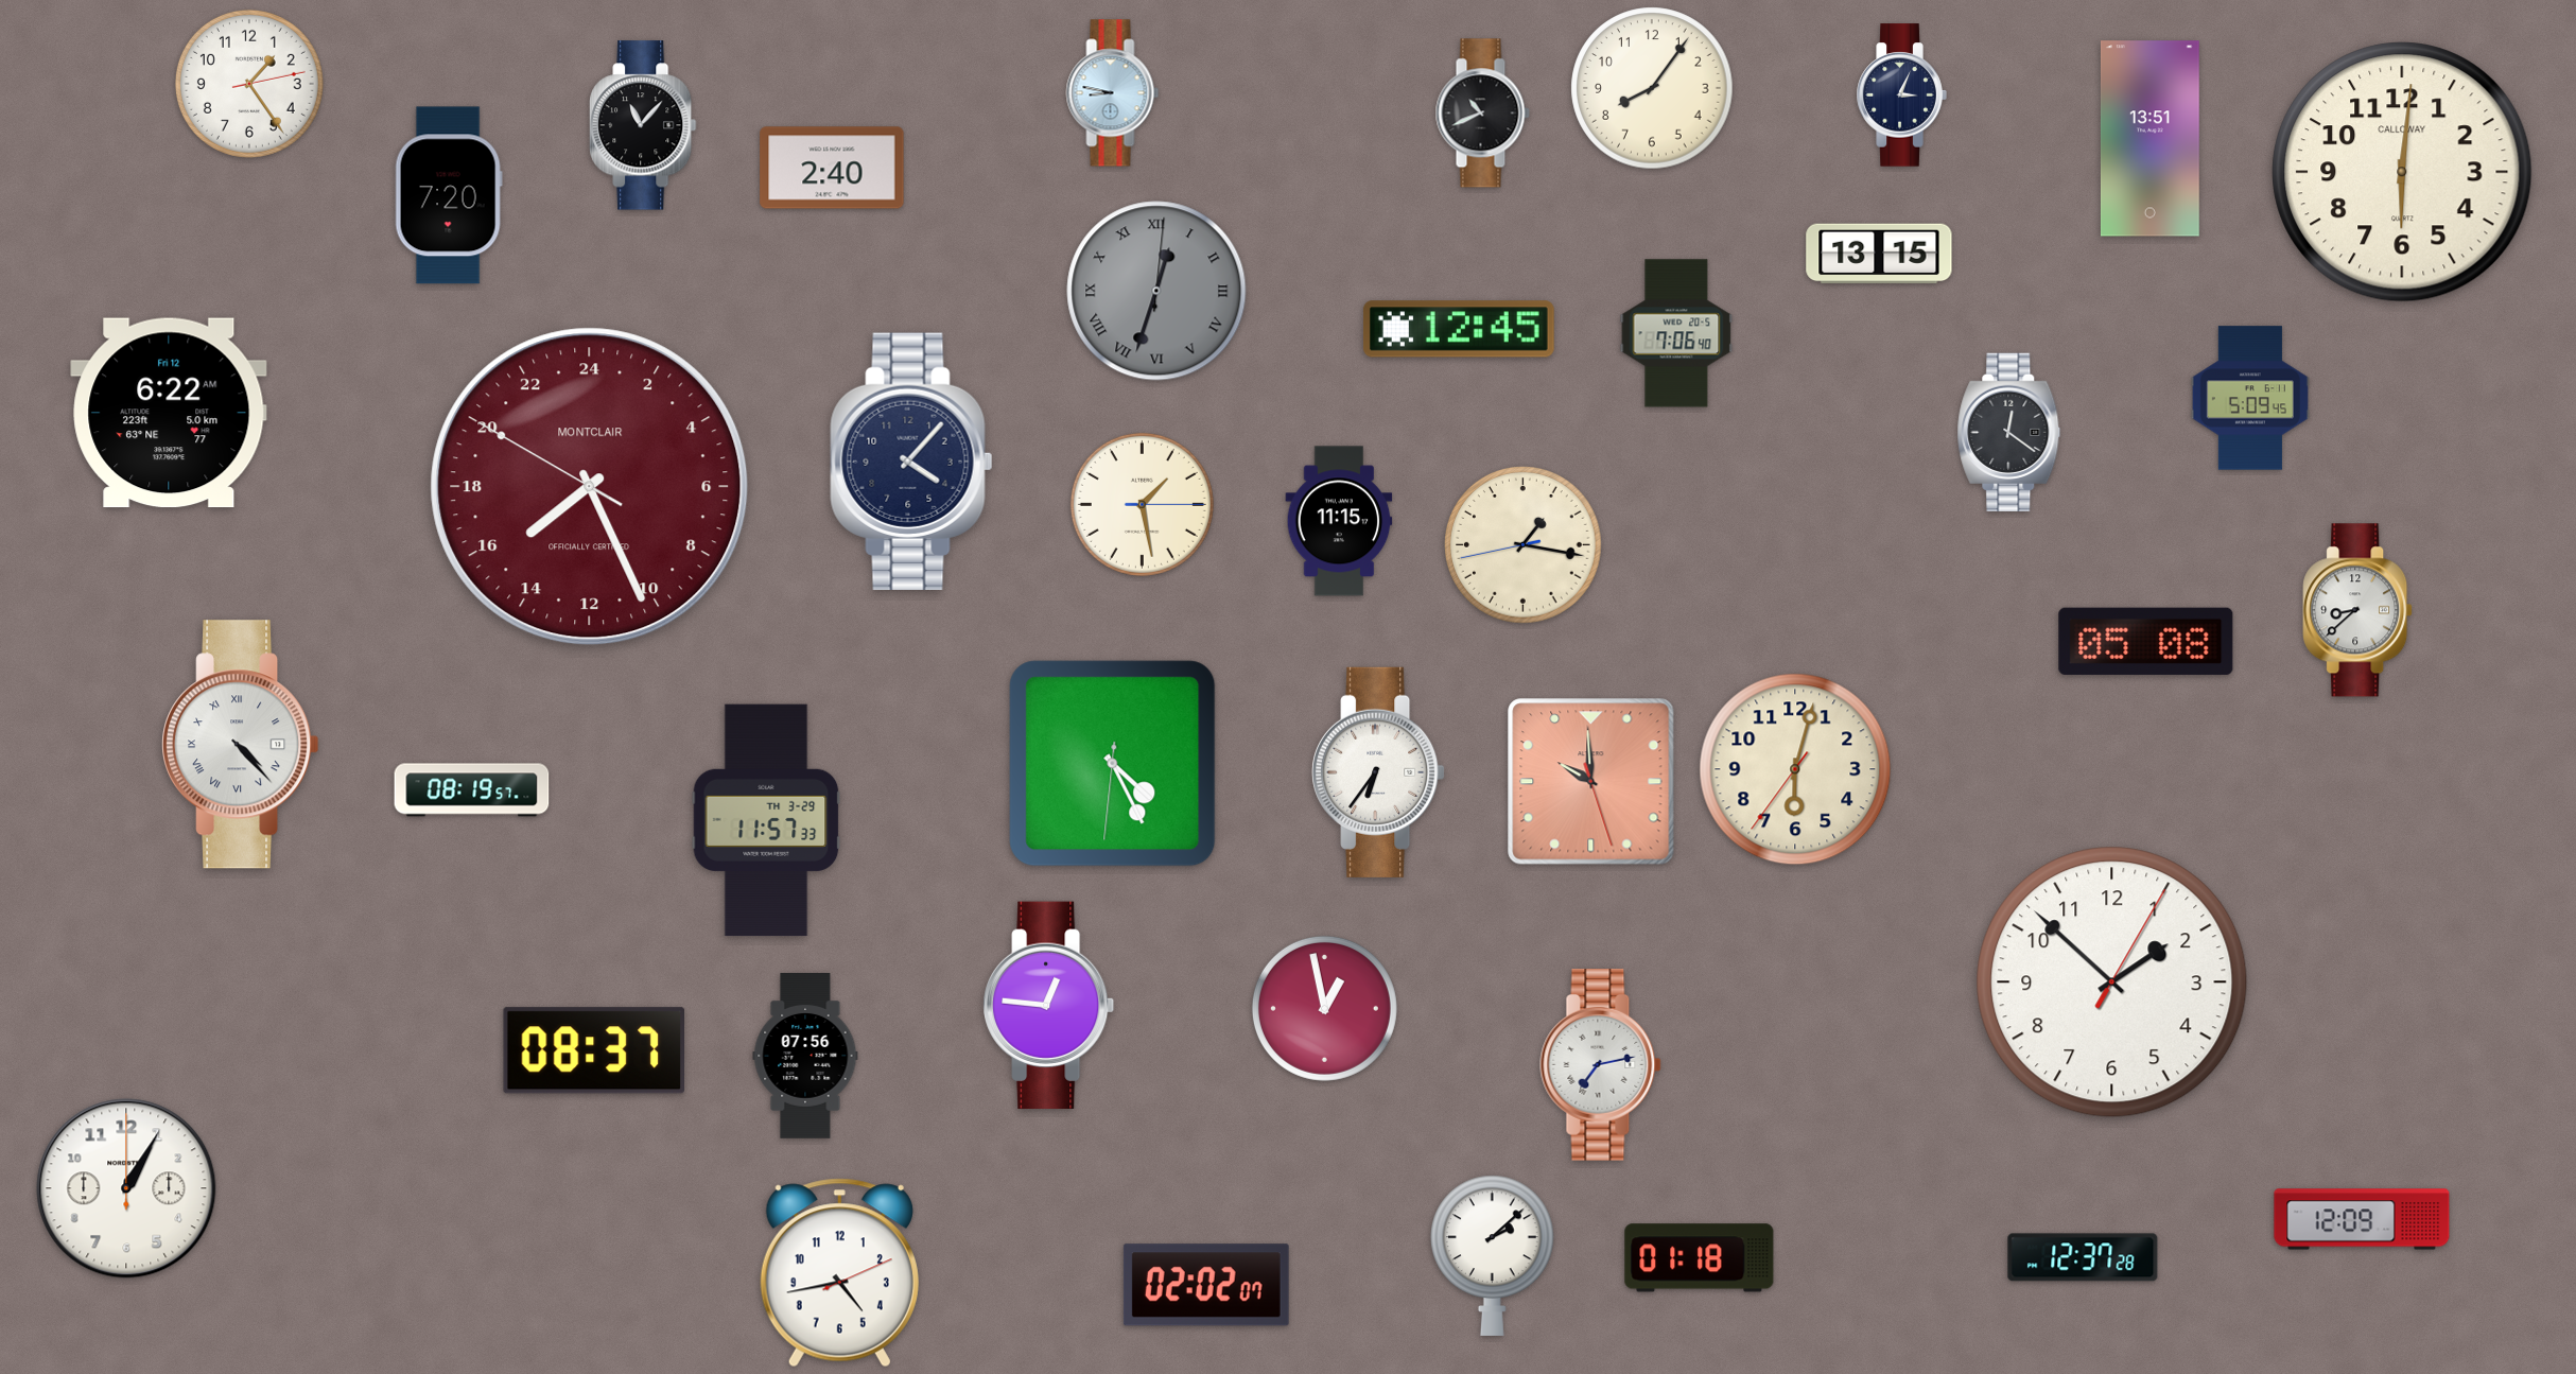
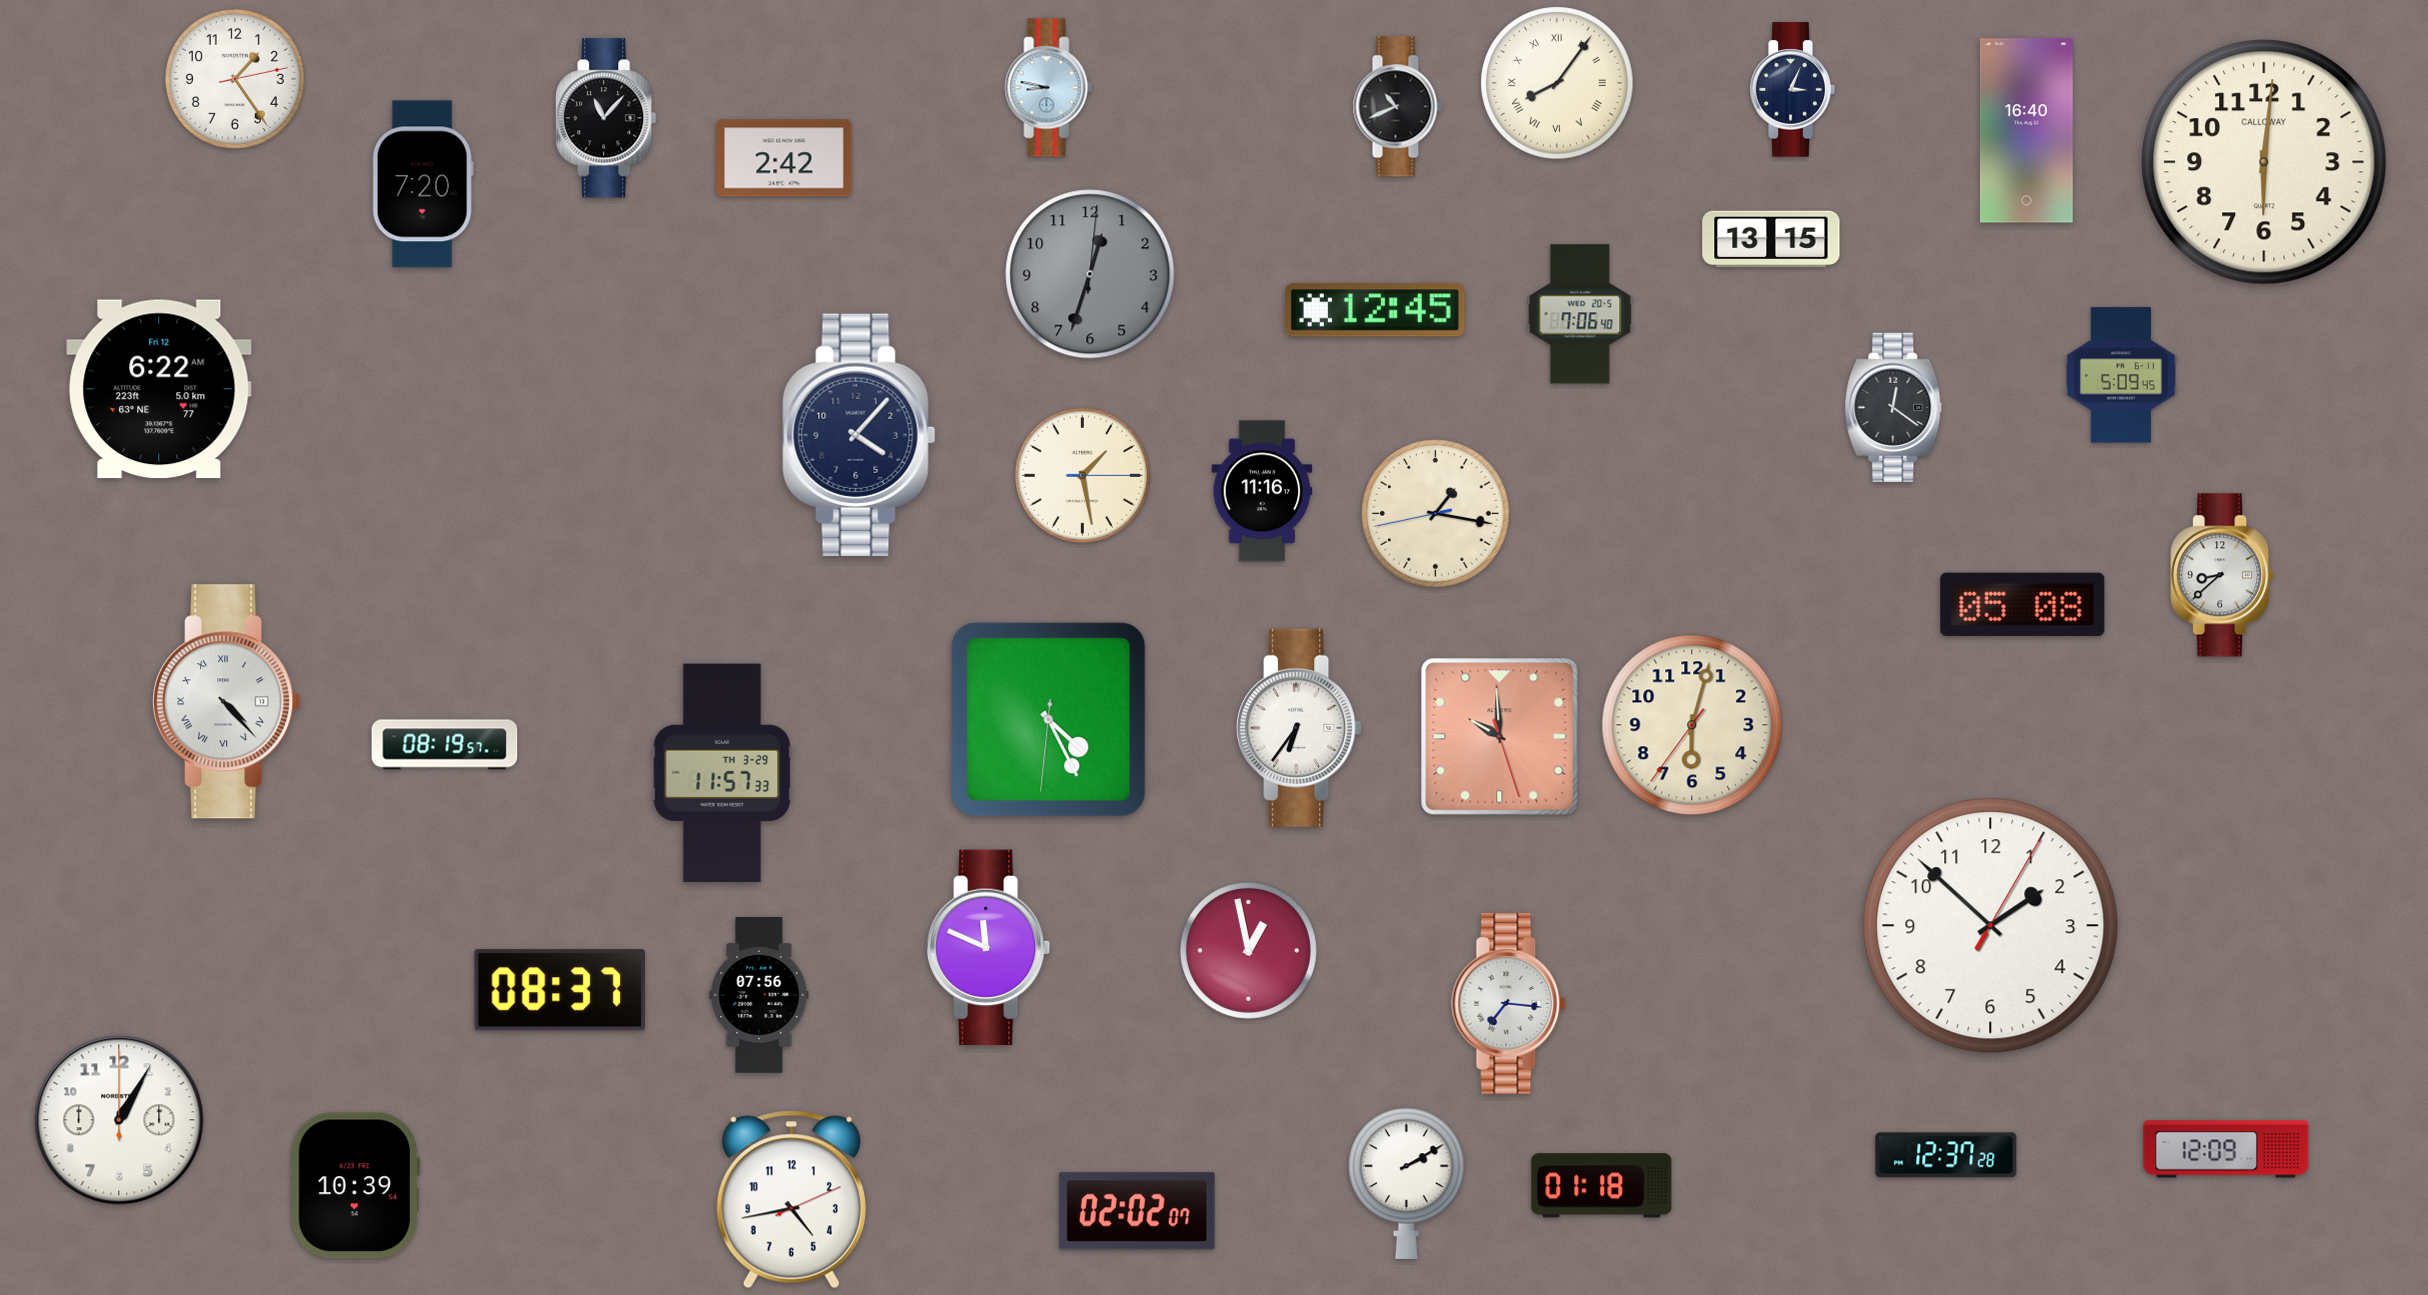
clock at (1652, 88) numerals: Arabic -> Roman
clock at (2149, 139): 13:51 -> 16:40
clock at (832, 168): 2:40 -> 2:42
clock at (1156, 291) numerals: Roman -> Arabic
clock at (590, 487): 15:25 -> none
clock at (1142, 504) position: (1142, 504) -> (1082, 475)
clock at (1339, 521): 11:15 -> 11:16
clock at (1049, 1005): 12:46 -> 11:49
clock at (1601, 1065): 7:13 -> 7:16
clock at (1493, 1255): 2:08 -> 2:10
clock at (2083, 1257) position: (2083, 1257) -> (1946, 1155)
clock at (355, 1186): none -> 10:39
